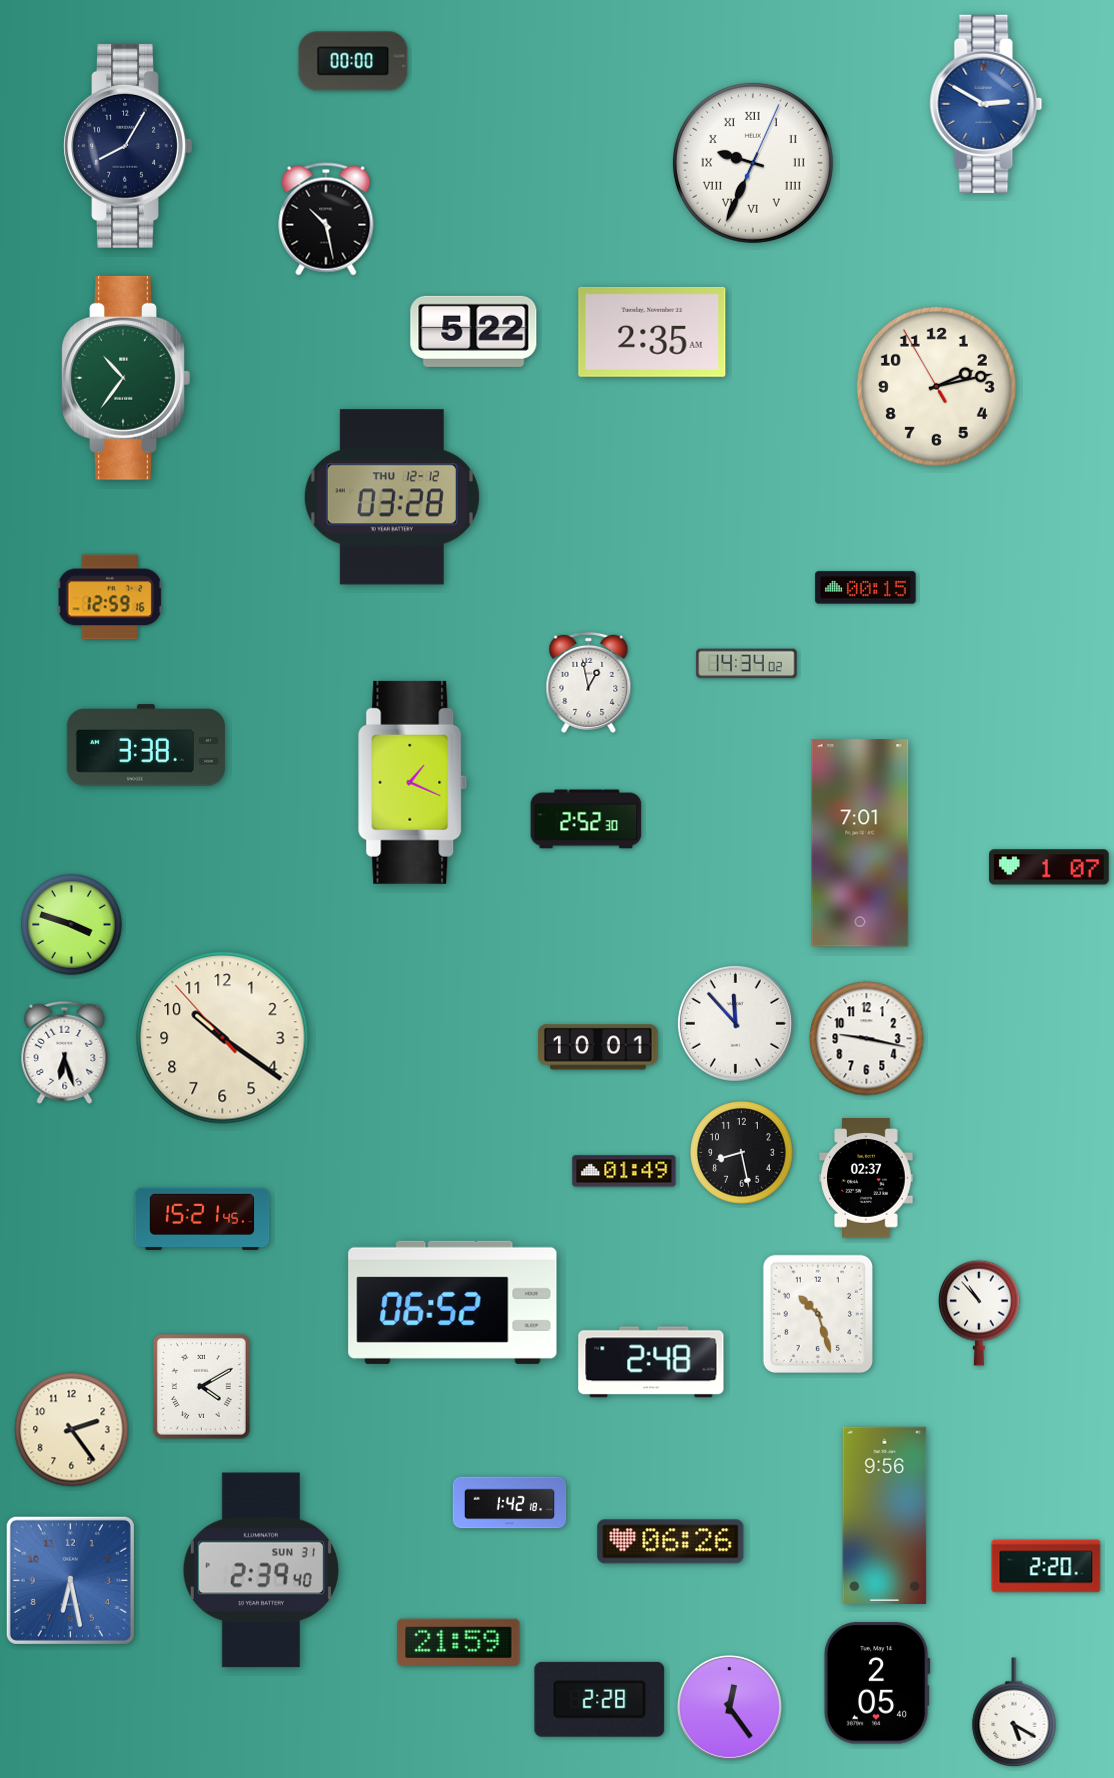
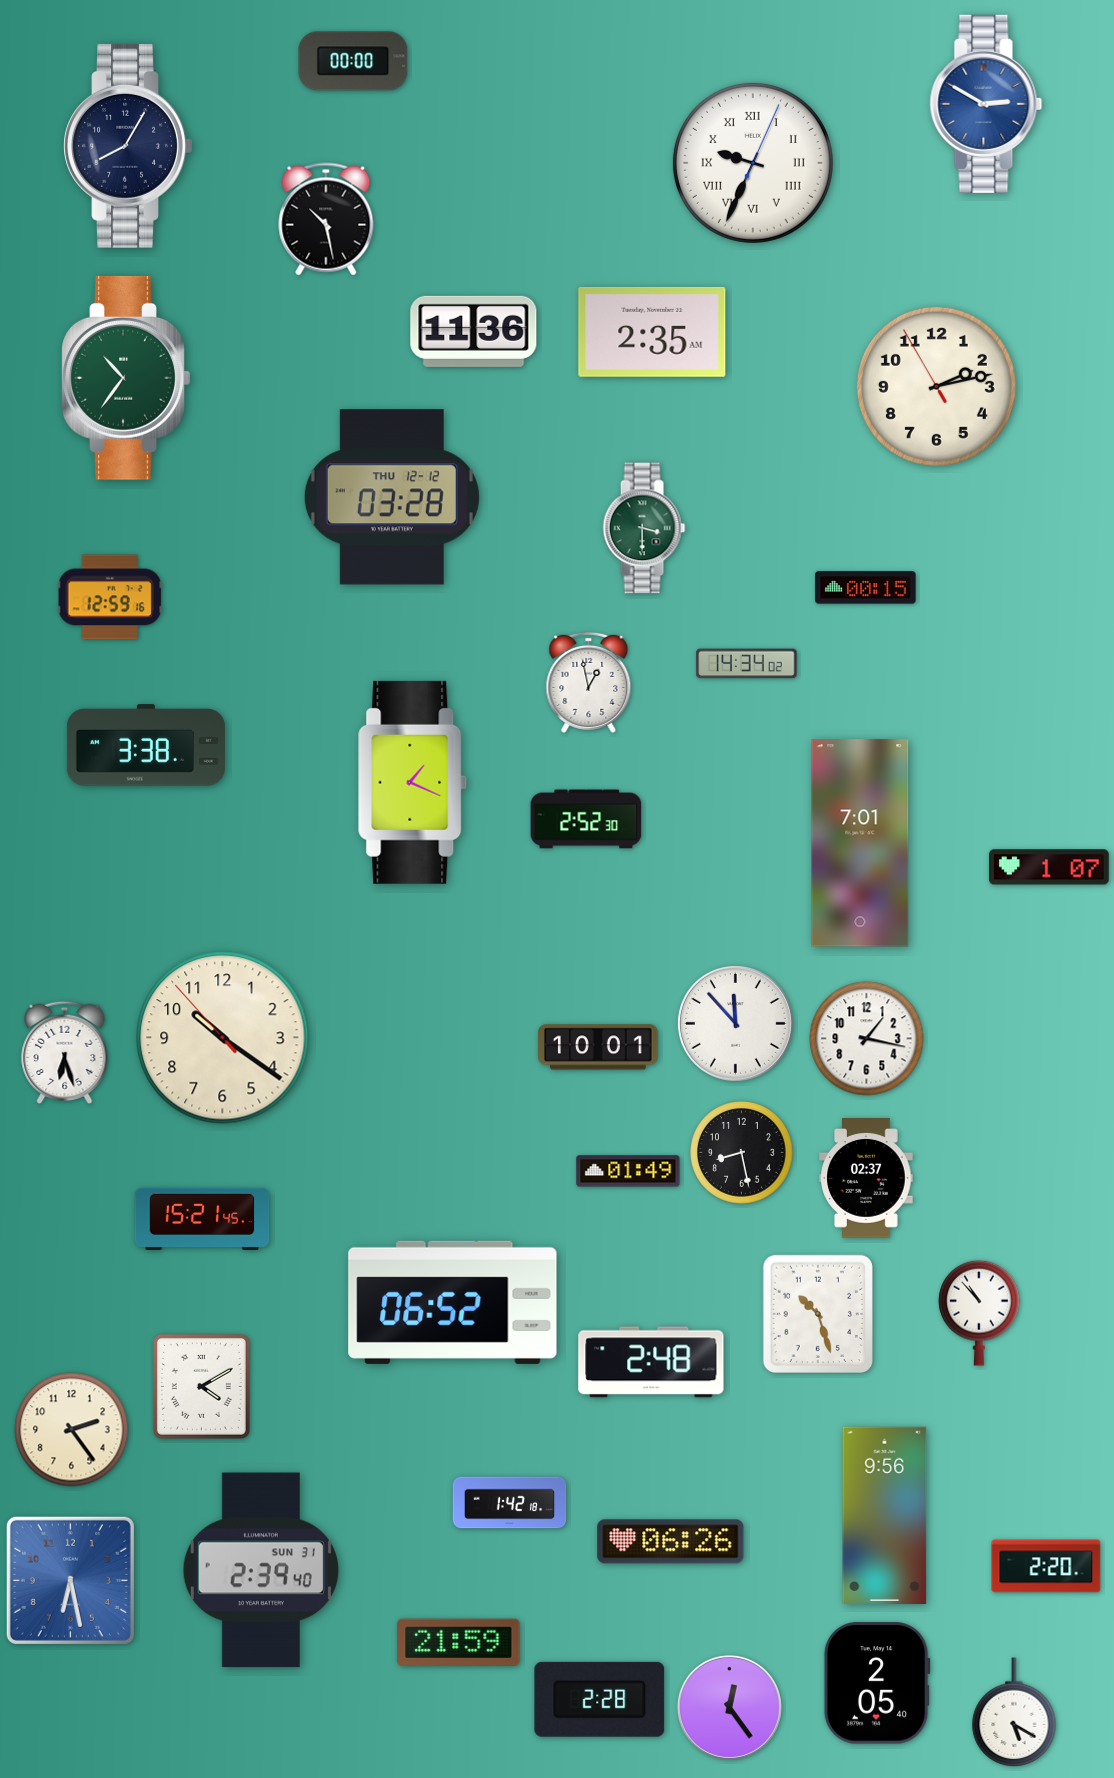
clock at (474, 331): 5:22 -> 11:36
clock at (644, 528): none -> 3:30
clock at (72, 925): 3:48 -> none
clock at (867, 1039): 9:17 -> 1:17
clock at (624, 1171) position: (624, 1171) -> (628, 1171)
